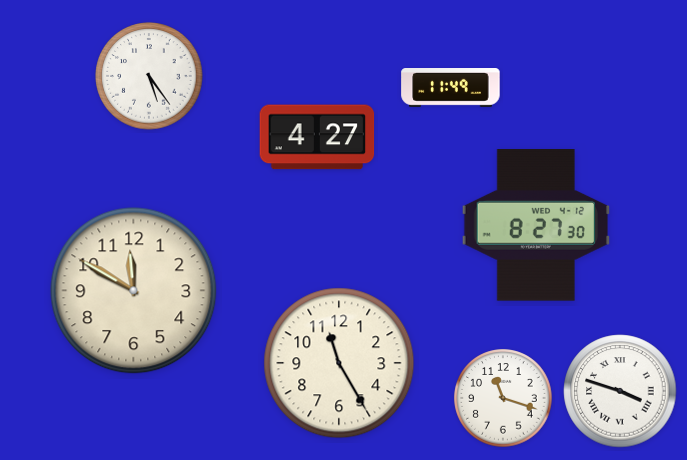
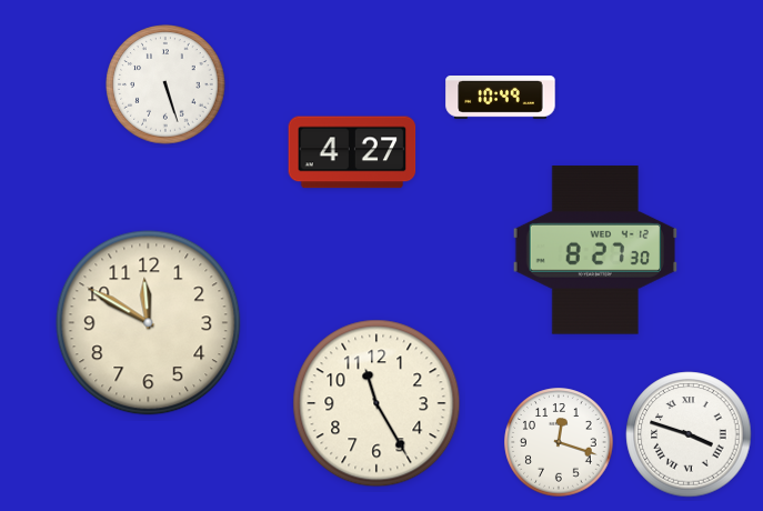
clock at (149, 76): 5:24 -> 5:27
clock at (451, 88): 11:49 -> 10:49
clock at (503, 398): 11:18 -> 12:18
